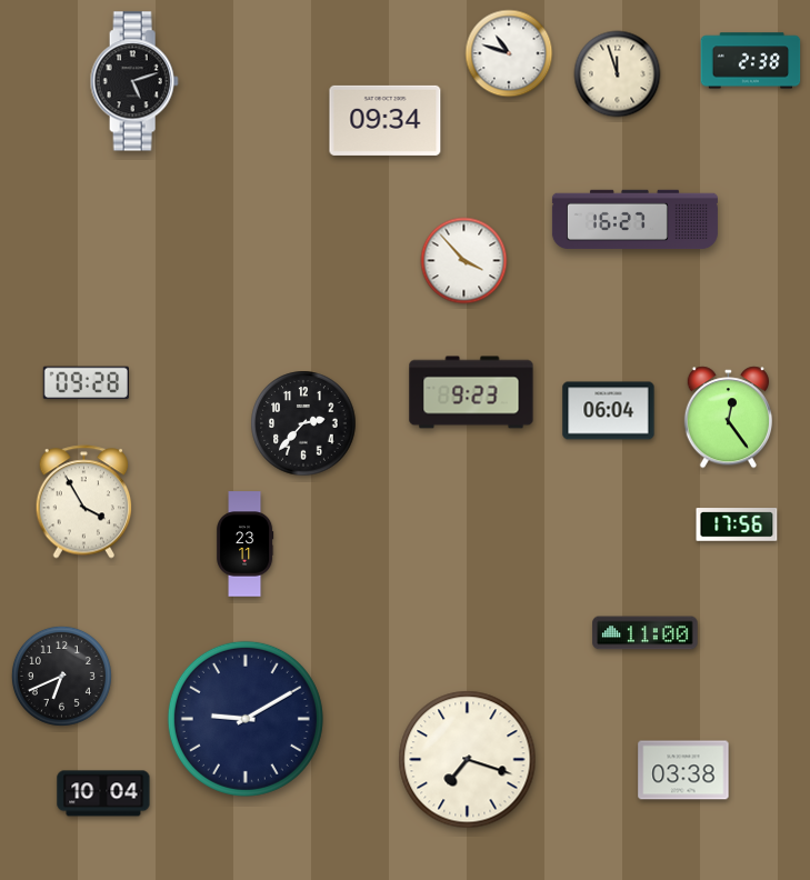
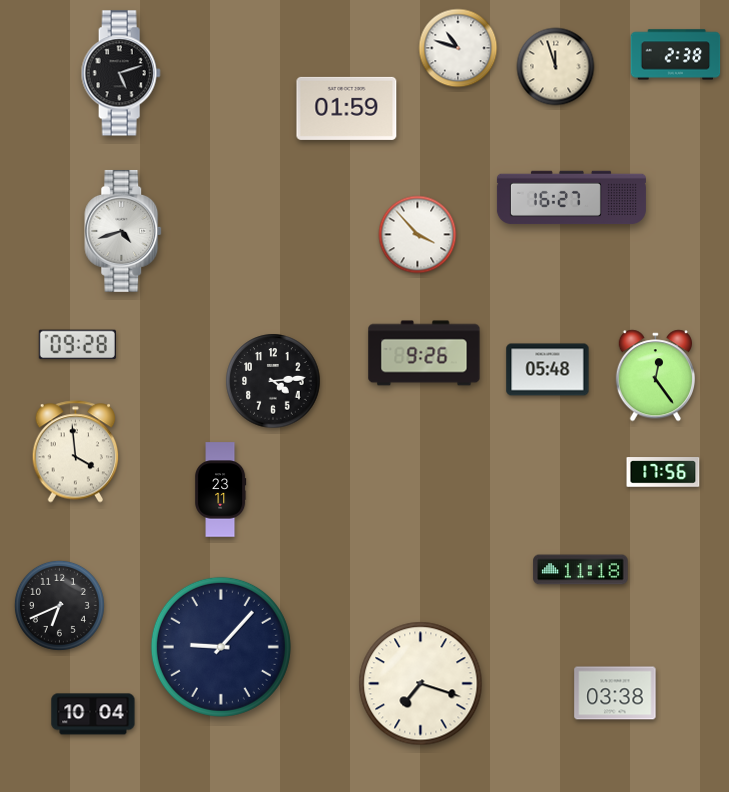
clock at (386, 120): 09:34 -> 01:59
clock at (124, 231): none -> 4:42
clock at (471, 392): 9:23 -> 9:26
clock at (609, 411): 06:04 -> 05:48
clock at (303, 423): 2:37 -> 4:14
clock at (84, 502): 3:55 -> 3:59
clock at (646, 633): 11:00 -> 11:18
clock at (61, 676) position: (61, 676) -> (59, 605)
clock at (246, 719): 9:10 -> 9:07
